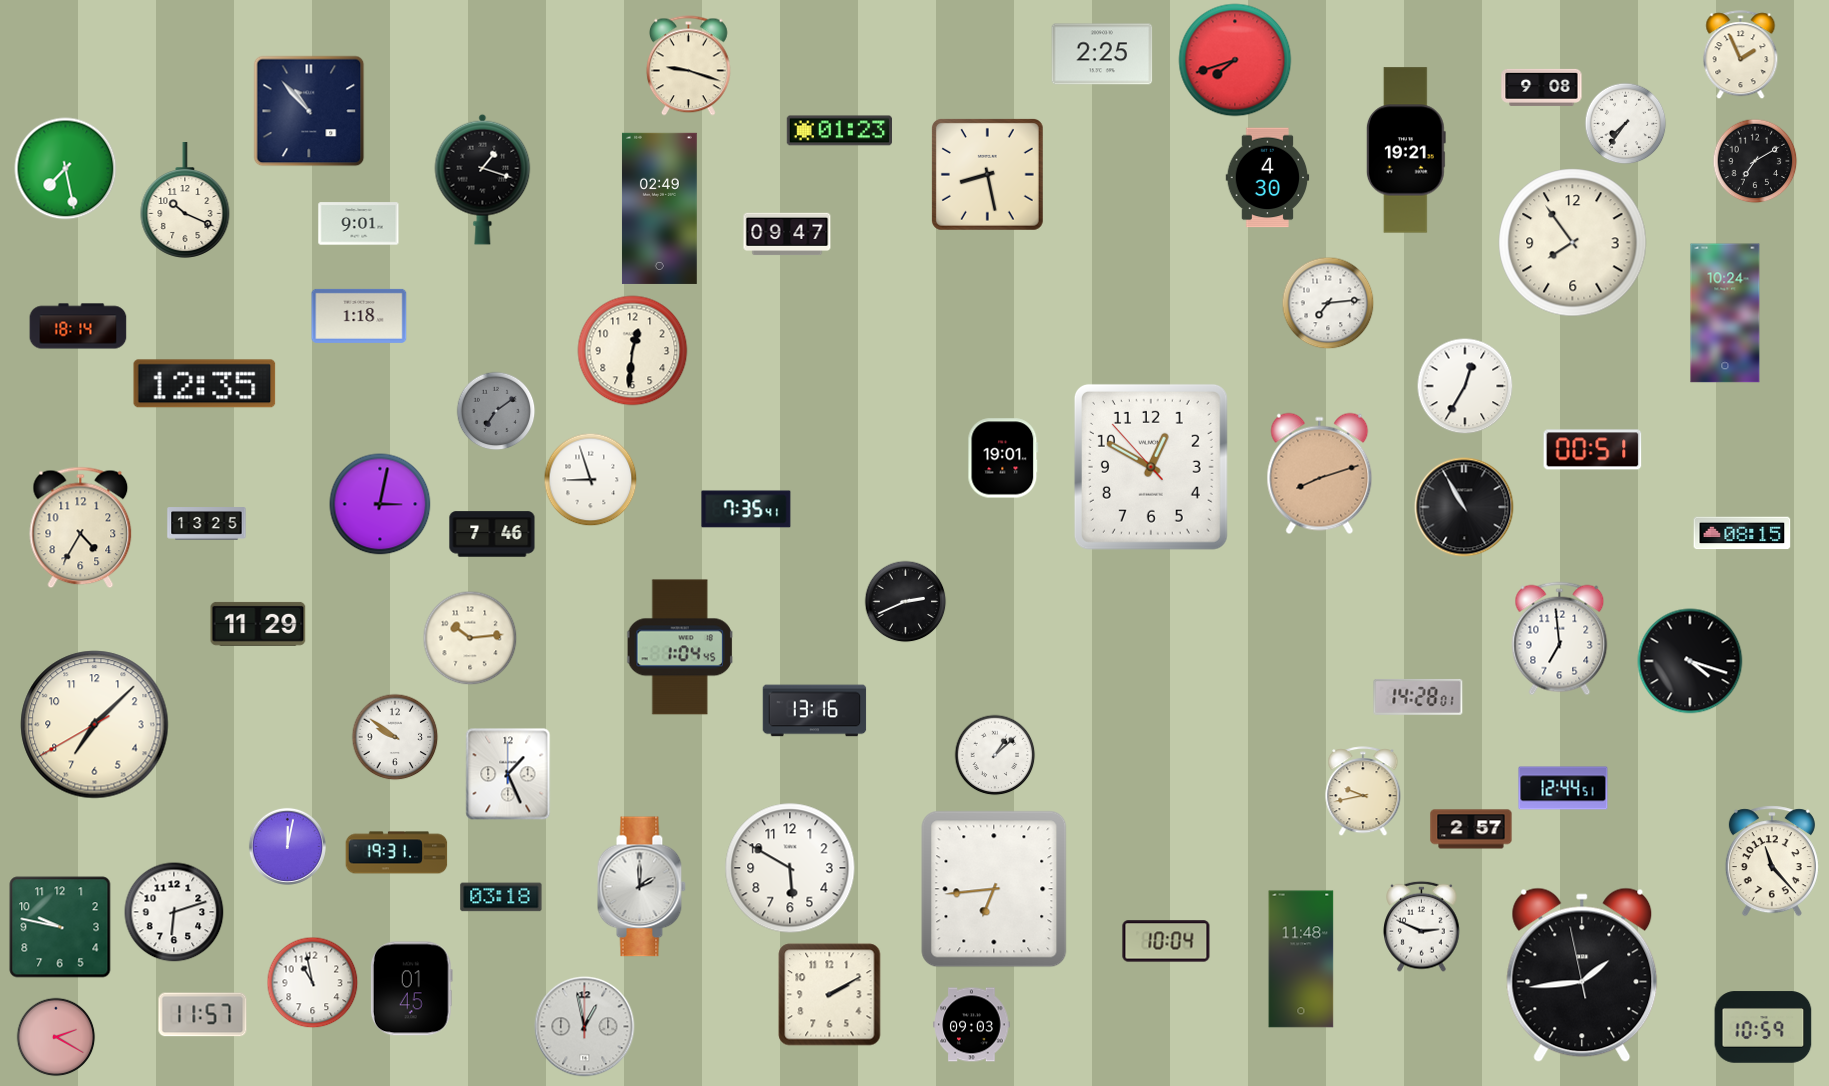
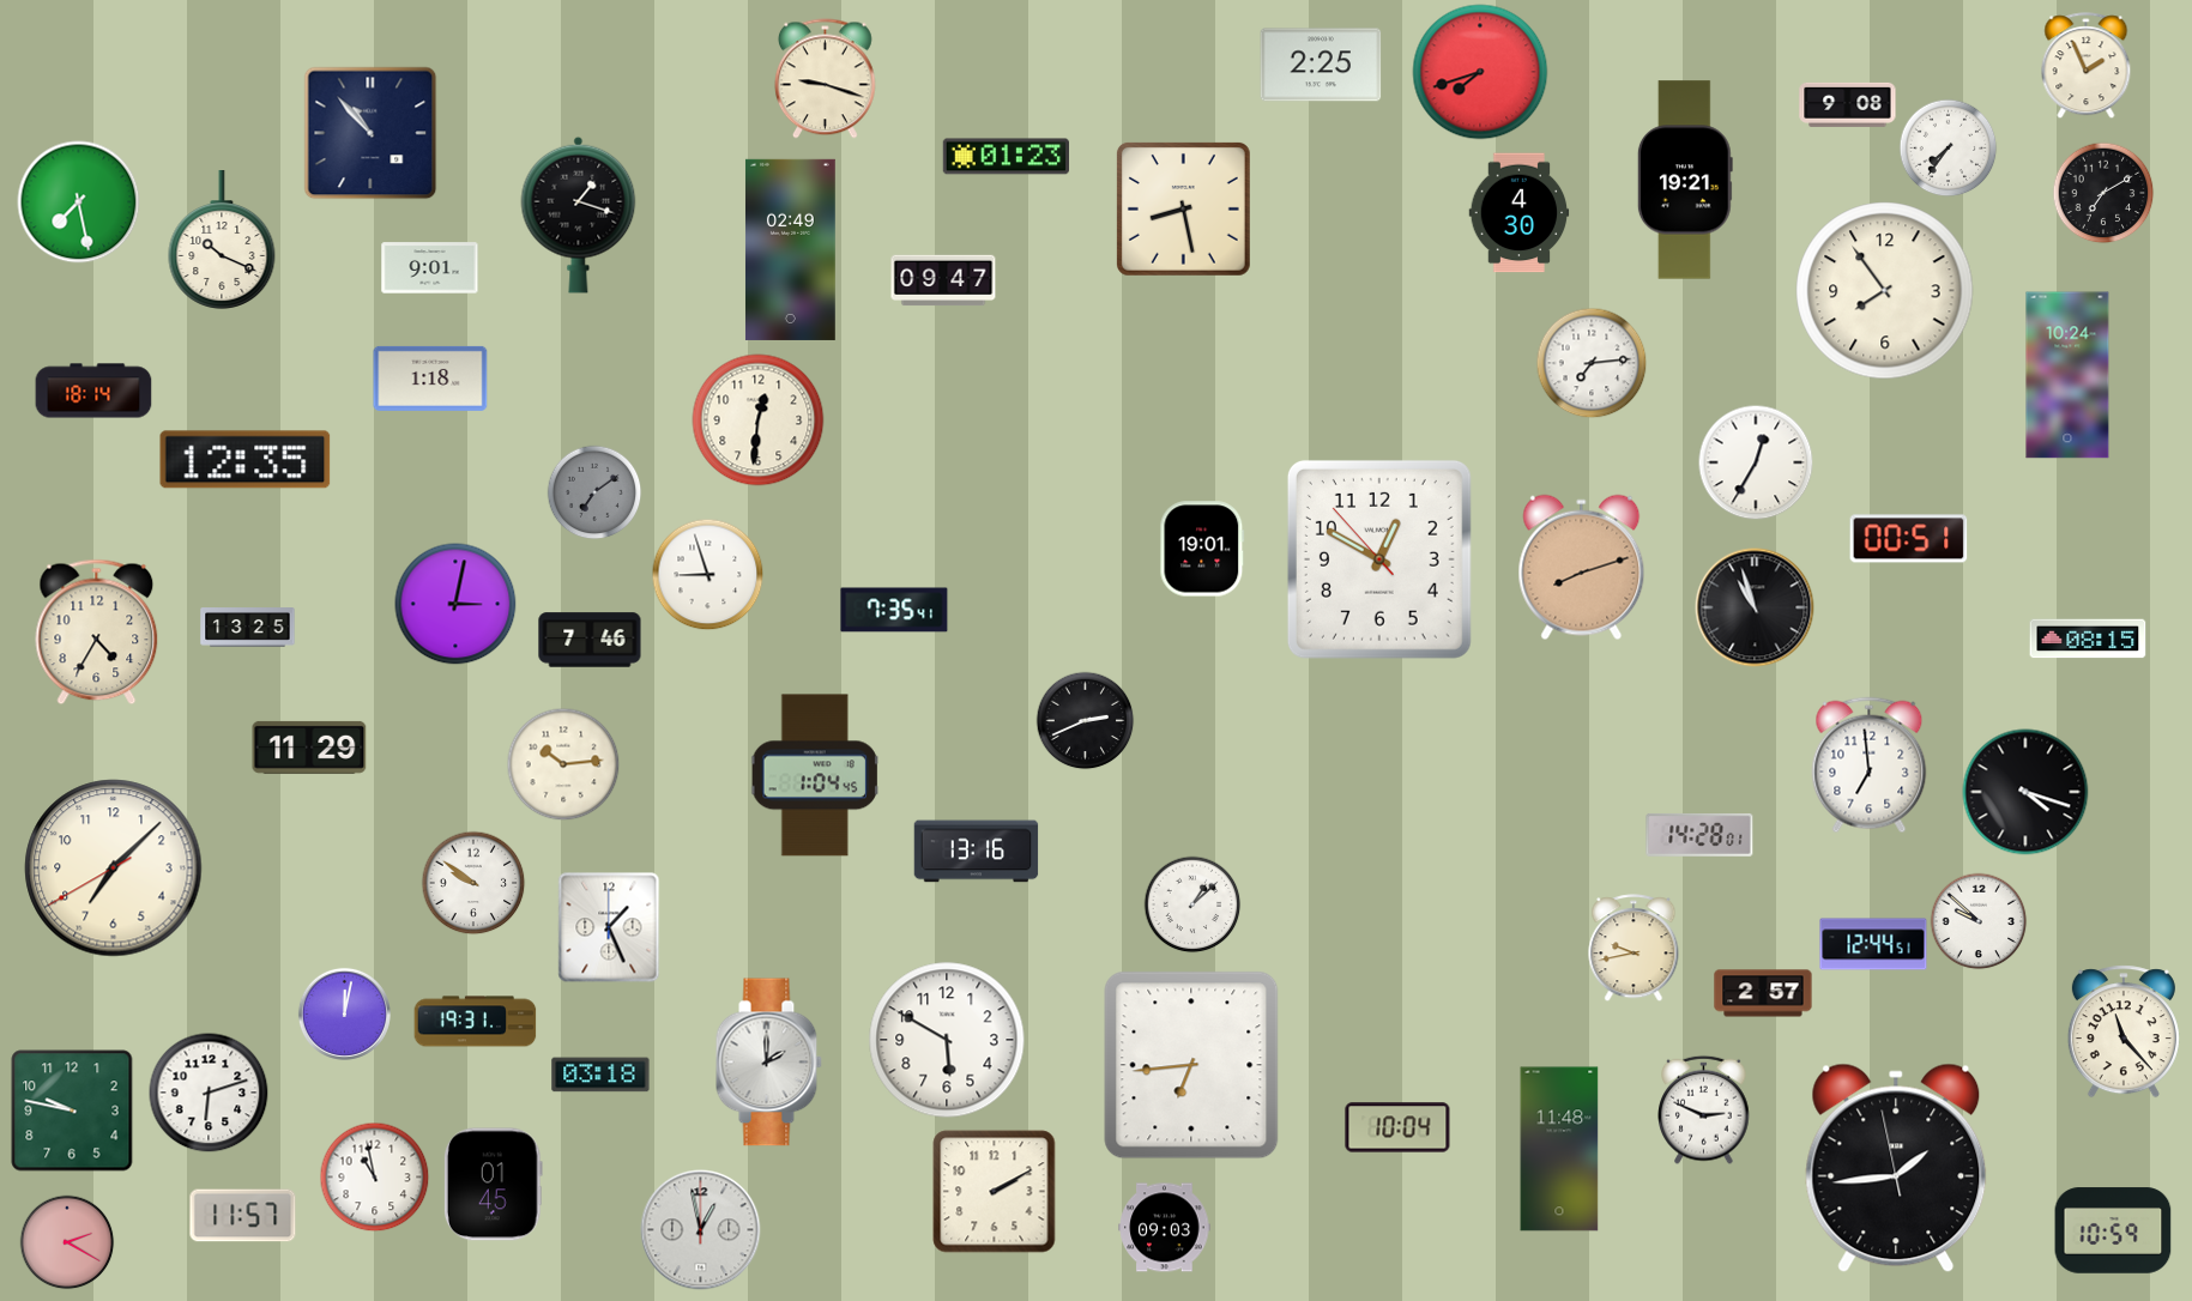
clock at (1464, 507): 10:55 -> 10:57
clock at (1979, 921): none -> 9:52
